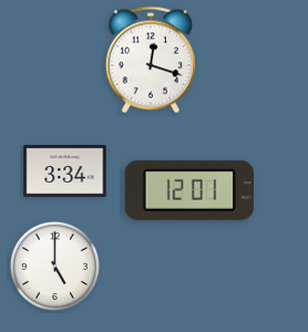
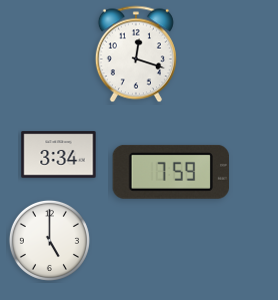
clock at (188, 190): 12:01 -> 7:59
